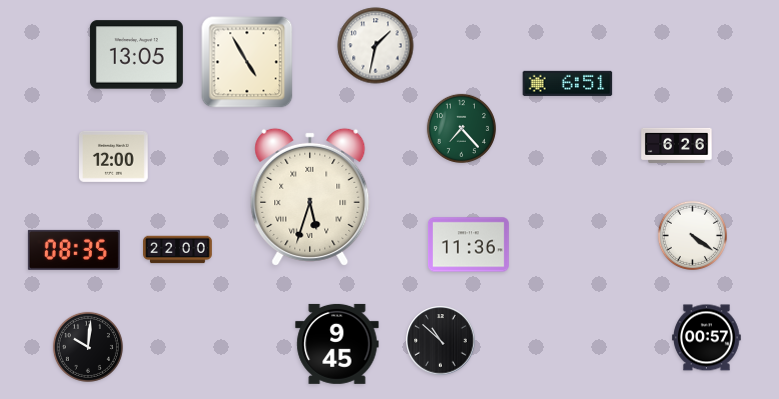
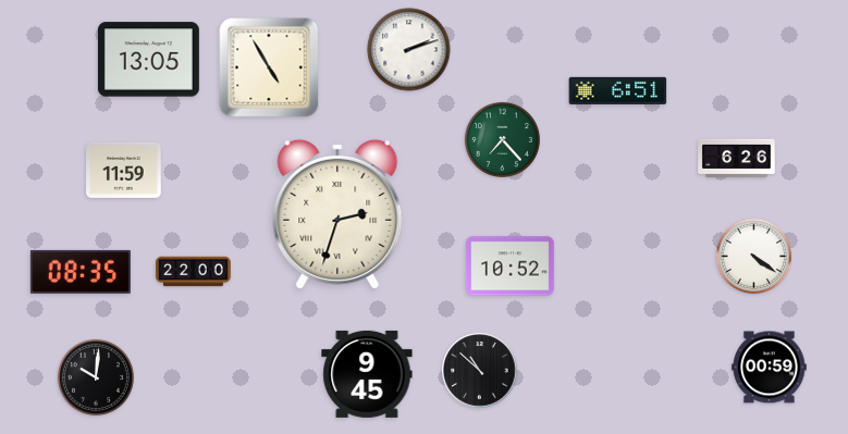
clock at (376, 46): 1:32 -> 2:12
clock at (114, 156): 12:00 -> 11:59
clock at (310, 197): 5:33 -> 2:33
clock at (468, 245): 11:36 -> 10:52
clock at (707, 338): 00:57 -> 00:59
